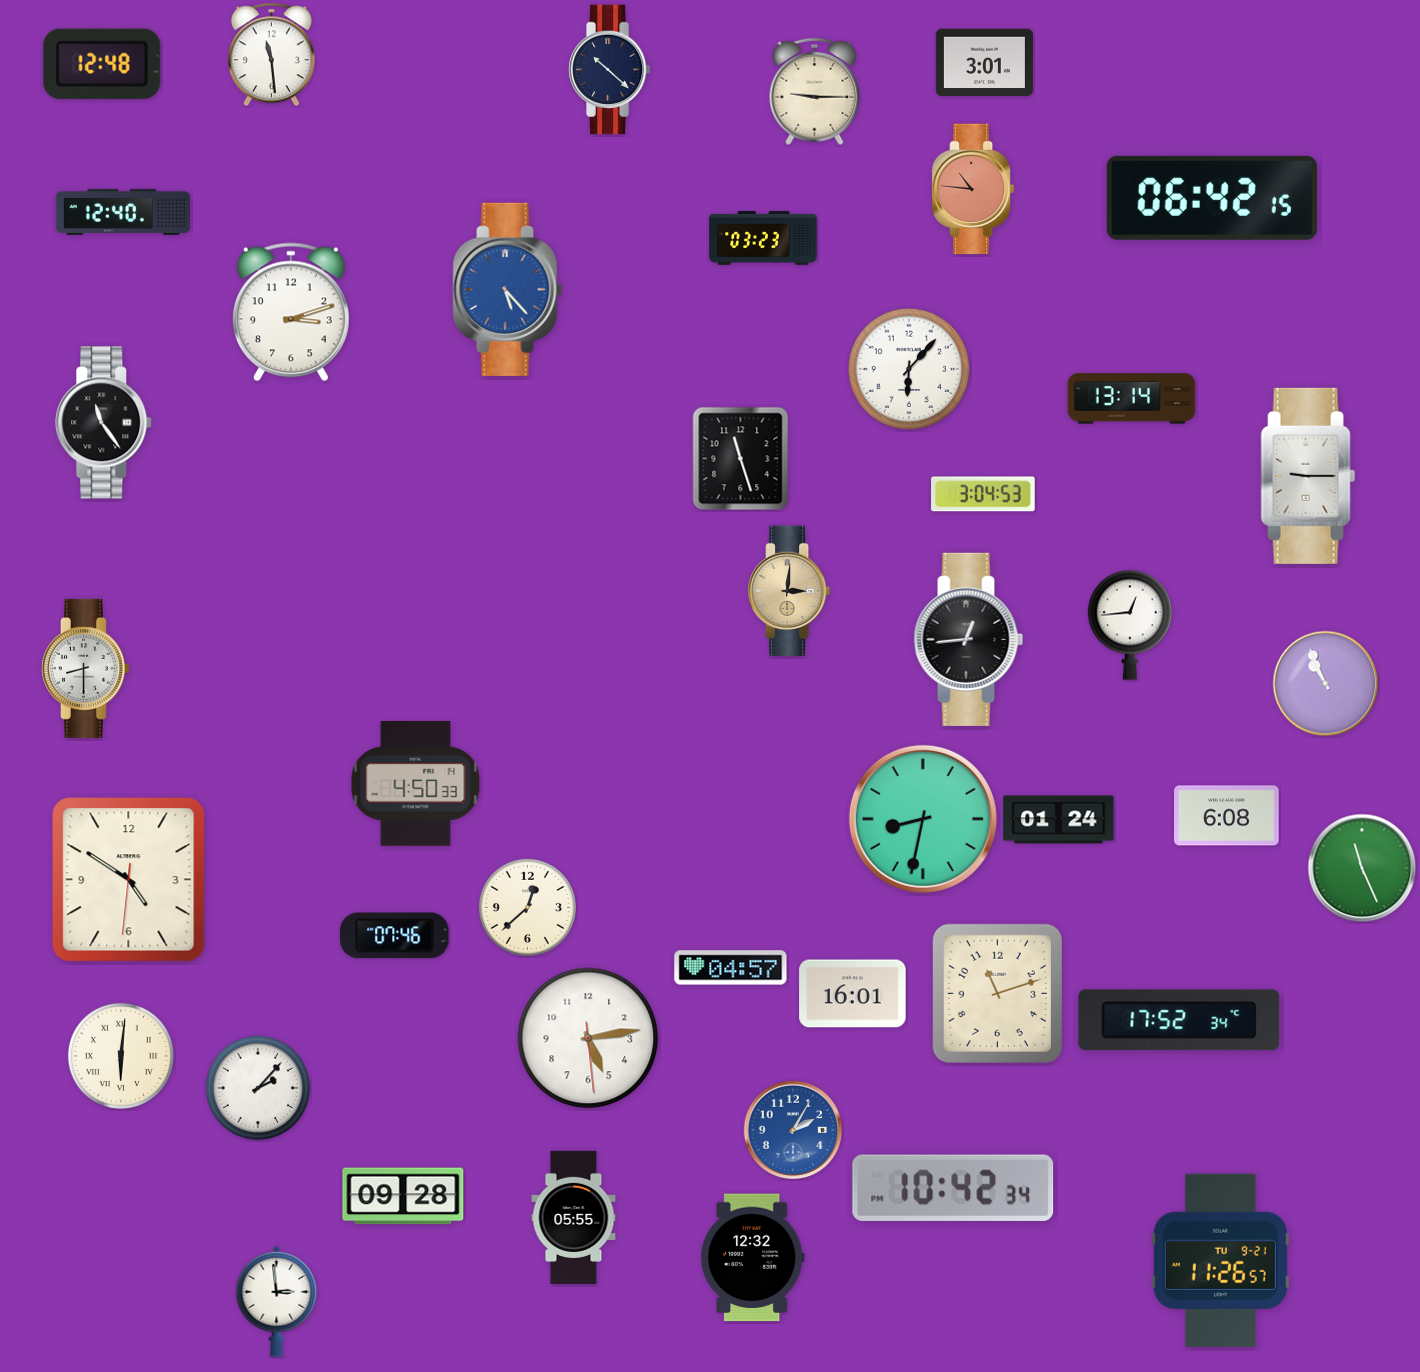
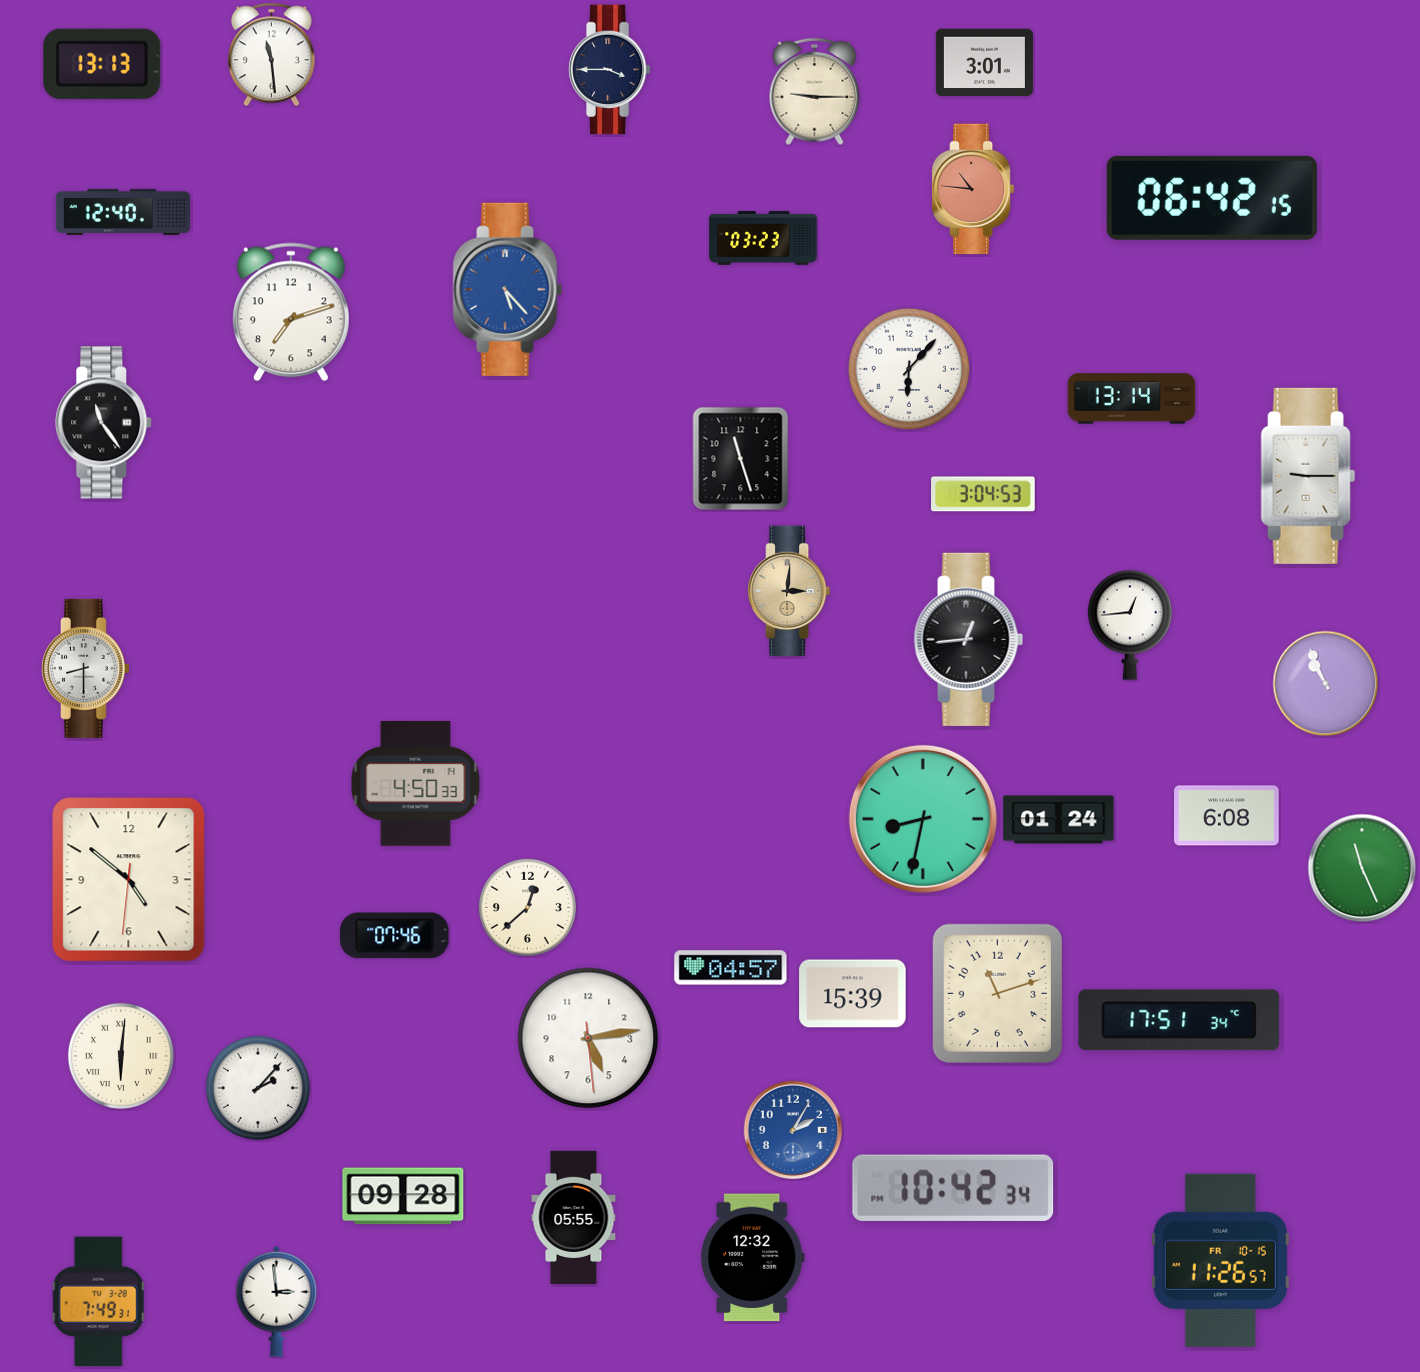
clock at (102, 64): 12:48 -> 13:13
clock at (609, 70): 10:22 -> 3:45
clock at (291, 312): 3:12 -> 7:12
clock at (129, 880): 4:50 -> 4:51
clock at (853, 994): 16:01 -> 15:39
clock at (1179, 1020): 17:52 -> 17:51
clock at (1220, 1260) date: TU 9-21 -> FR 10-15
clock at (99, 1302): none -> 7:49
